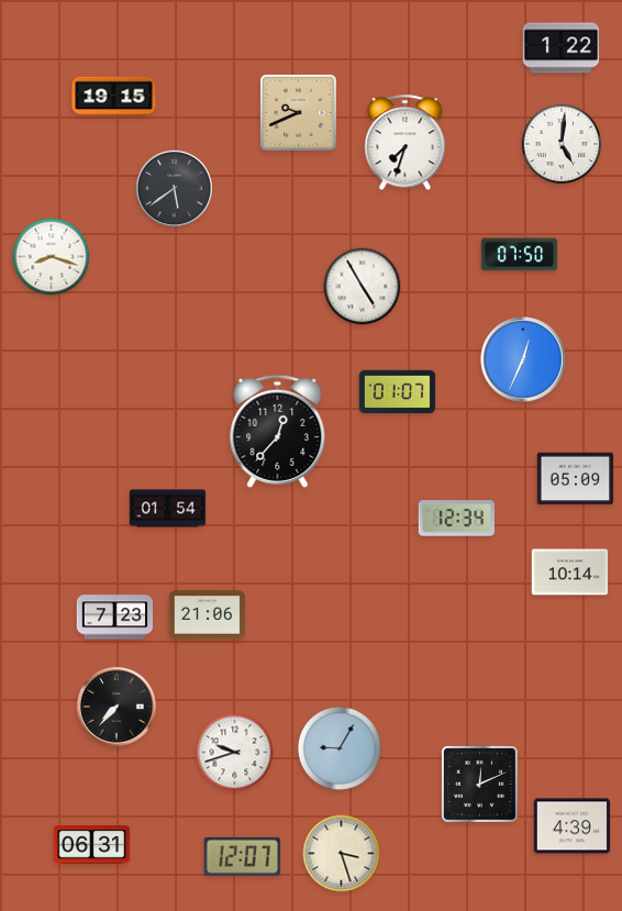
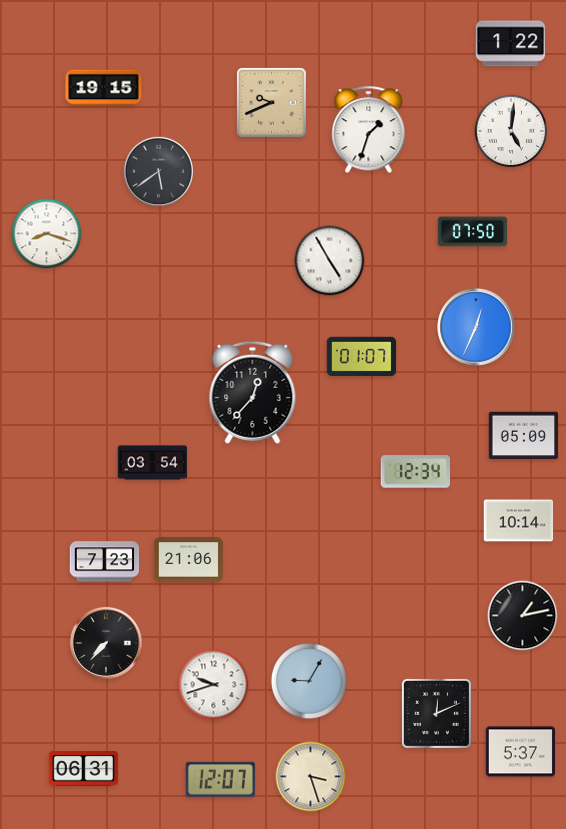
clock at (406, 143): 7:33 -> 1:33
clock at (168, 509): 01:54 -> 03:54
clock at (523, 616): none -> 1:13
clock at (573, 826): 4:39 -> 5:37
